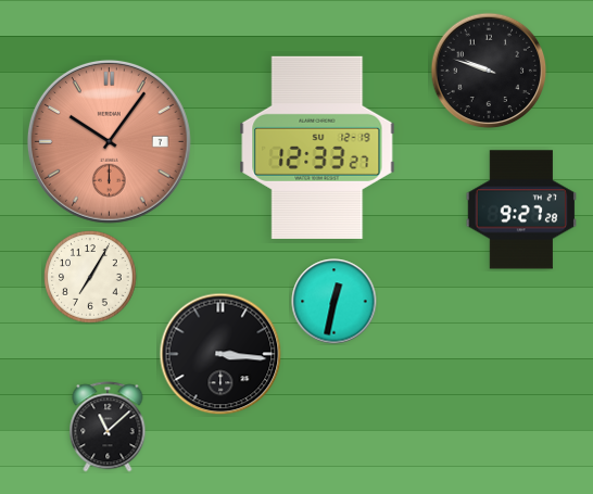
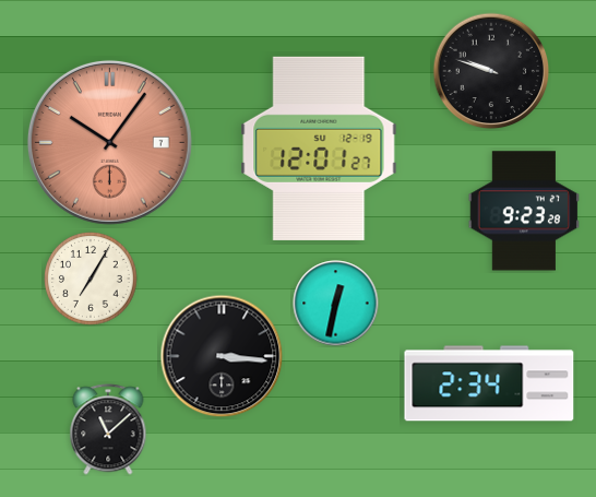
clock at (317, 148): 12:33 -> 12:01
clock at (521, 210): 9:27 -> 9:23
clock at (489, 383): none -> 2:34
